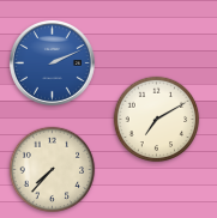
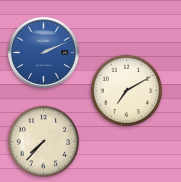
clock at (157, 120) position: (157, 120) -> (127, 91)
